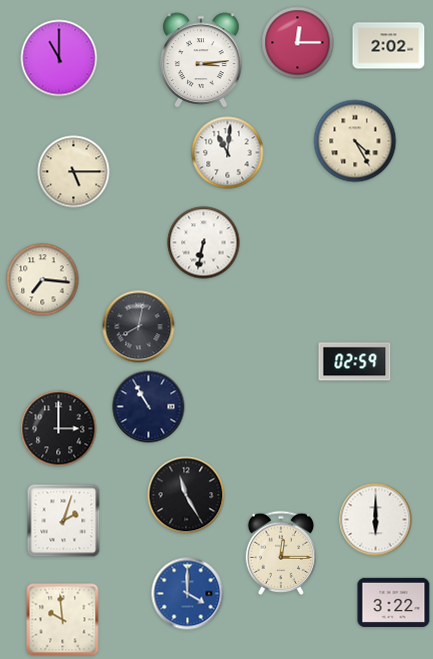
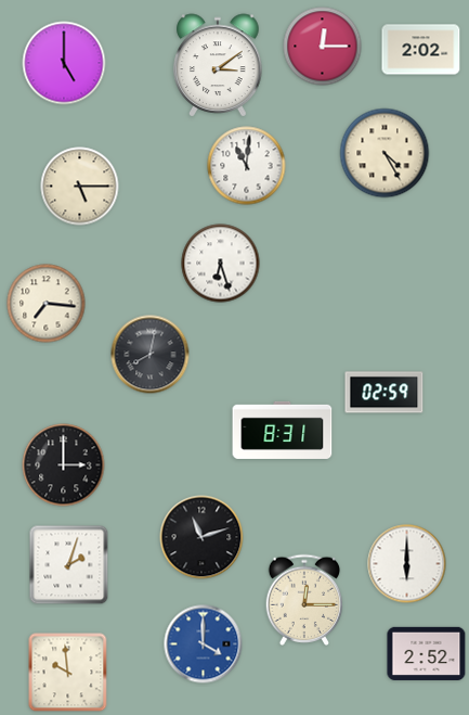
clock at (59, 58): 11:00 -> 5:00
clock at (201, 60): 3:14 -> 3:09
clock at (204, 243): 6:32 -> 6:27
clock at (283, 430): none -> 8:31
clock at (149, 407): 10:55 -> none
clock at (186, 495): 11:25 -> 11:12
clock at (394, 602): 3:22 -> 2:52
